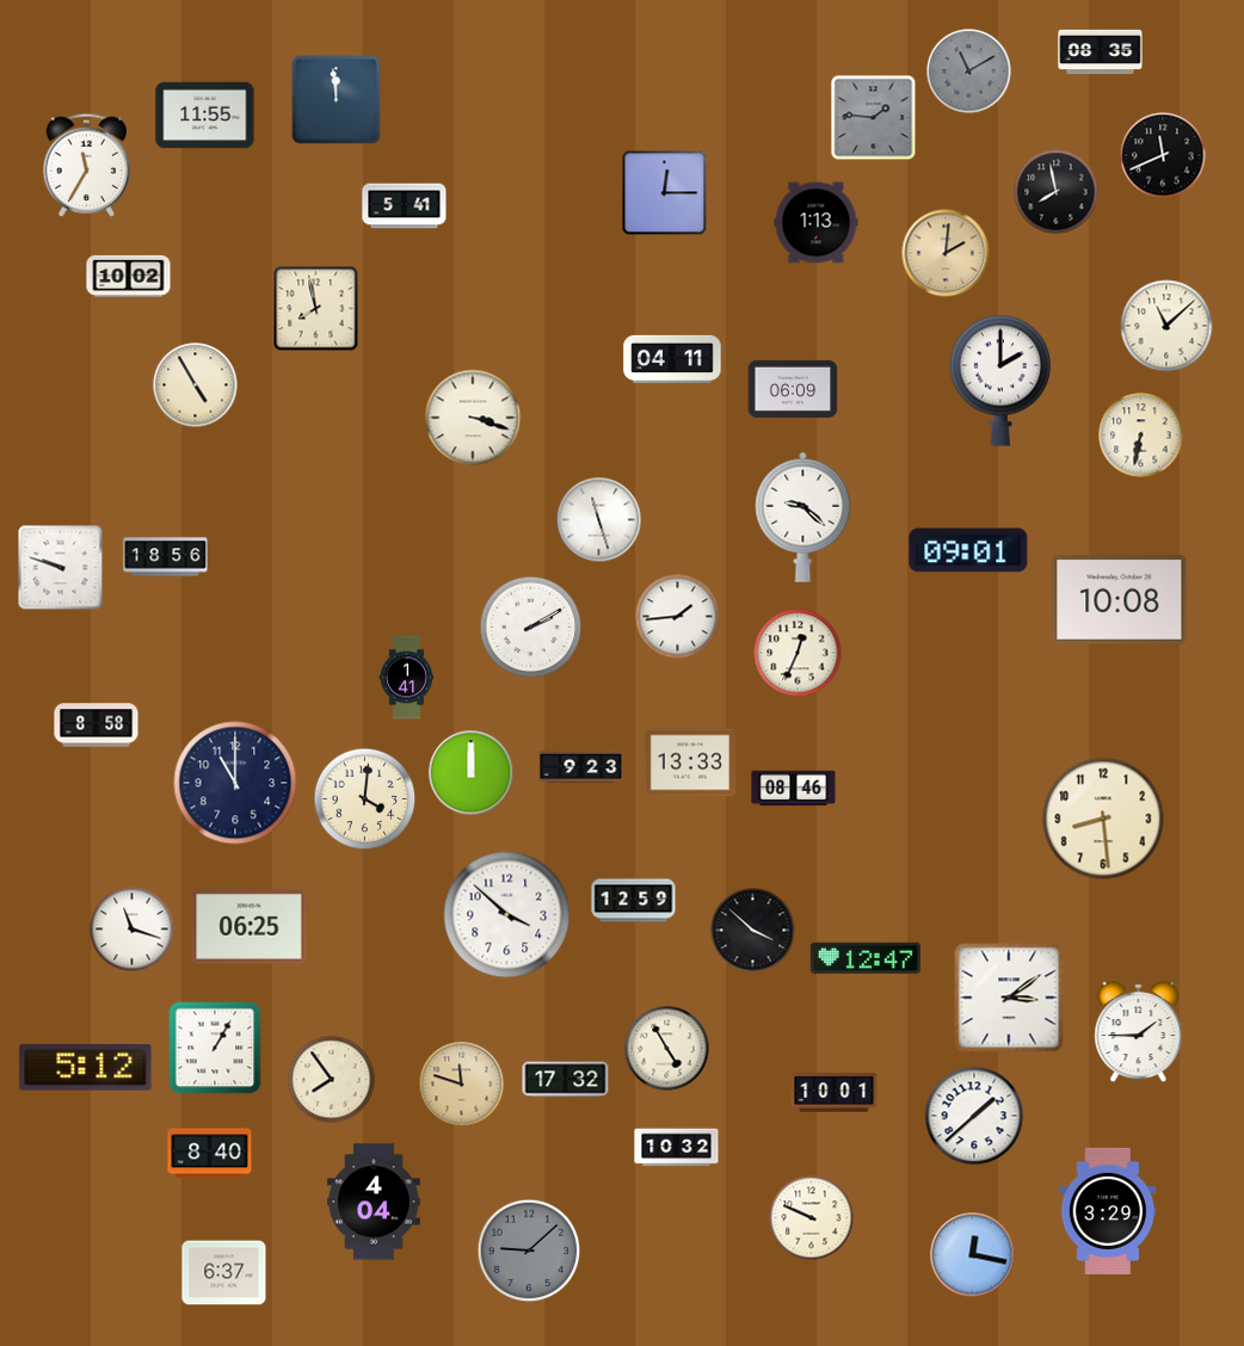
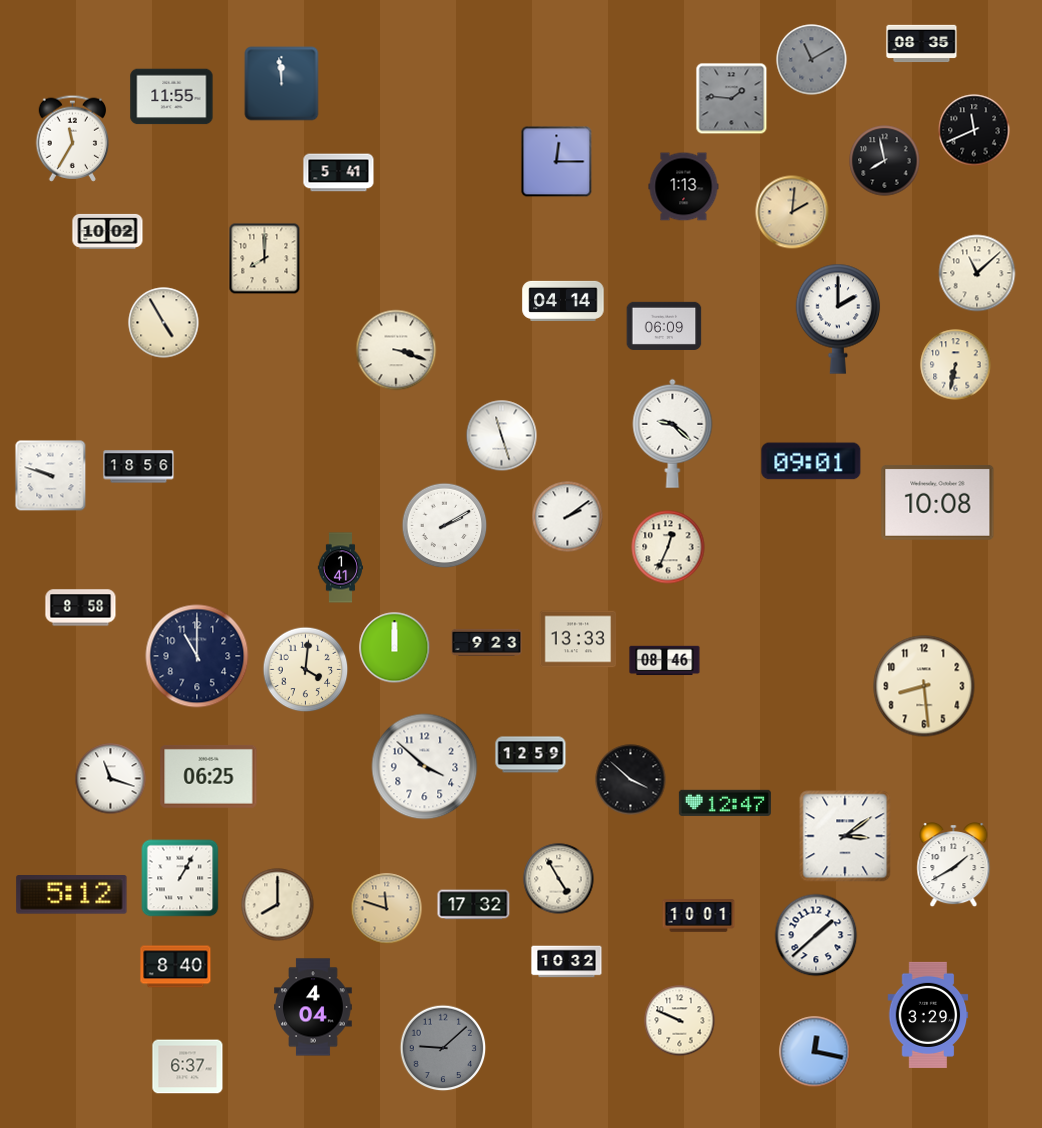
clock at (316, 309): 7:58 -> 8:00
clock at (672, 359): 04:11 -> 04:14
clock at (678, 617): 1:44 -> 2:09
clock at (1139, 1033): 1:45 -> 1:40
clock at (332, 1080): 7:54 -> 8:00
